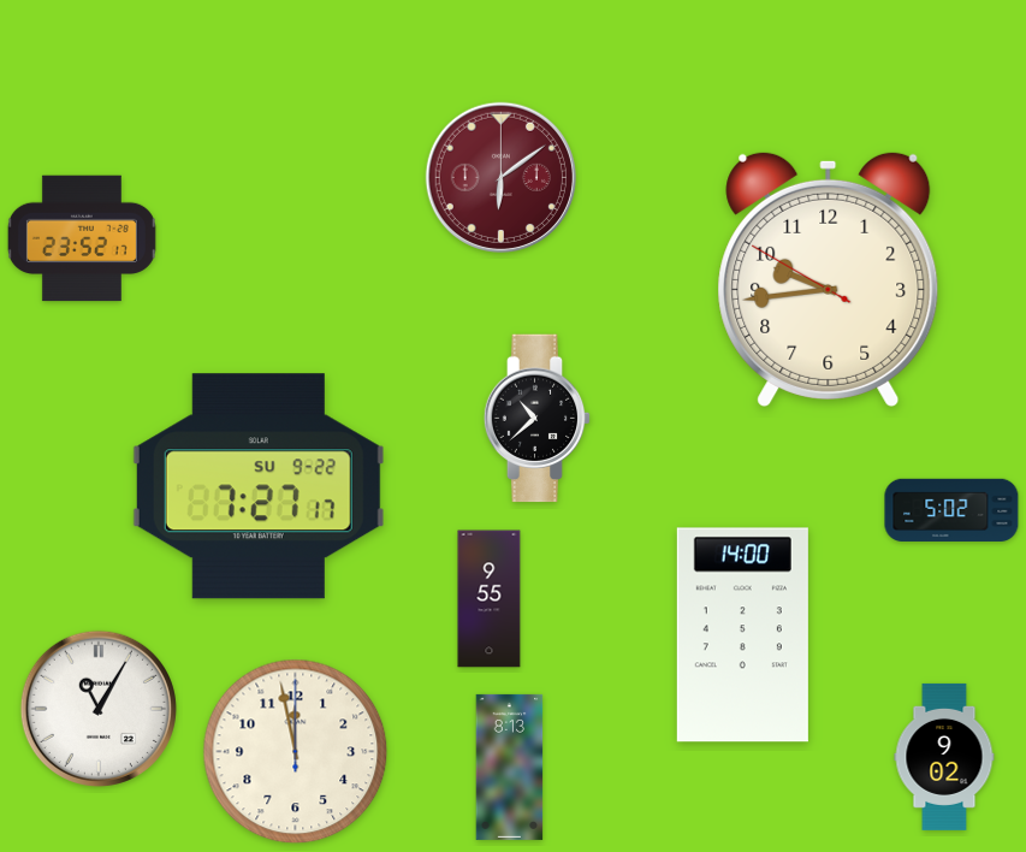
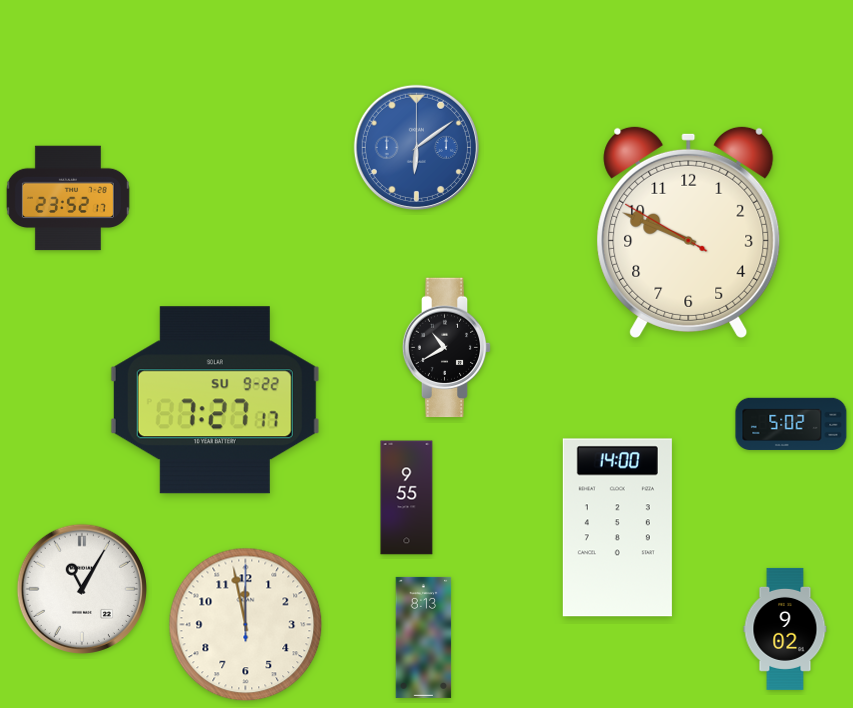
clock at (500, 177) dial: burgundy -> blue
clock at (829, 279): 9:43 -> 9:48
clock at (538, 419): 10:38 -> 10:40
clock at (259, 486) position: (259, 486) -> (215, 400)
